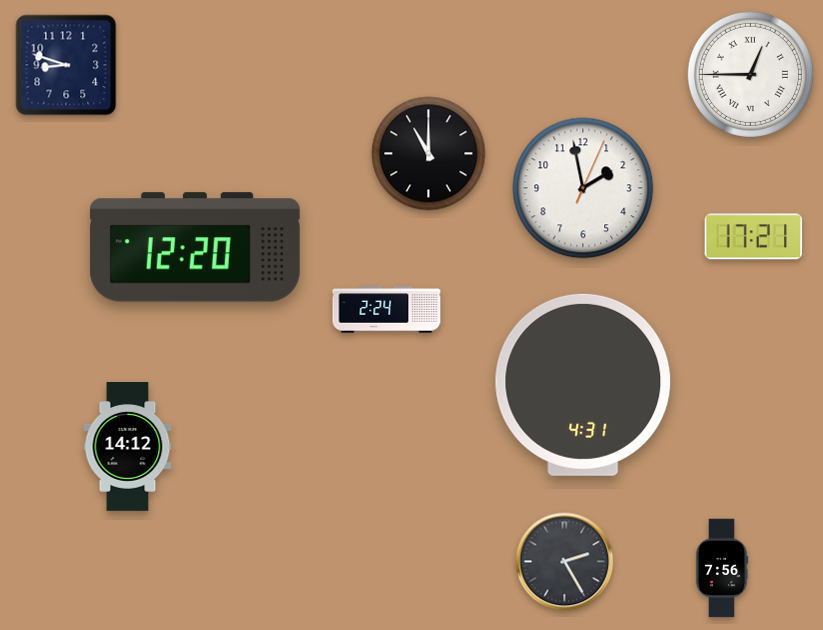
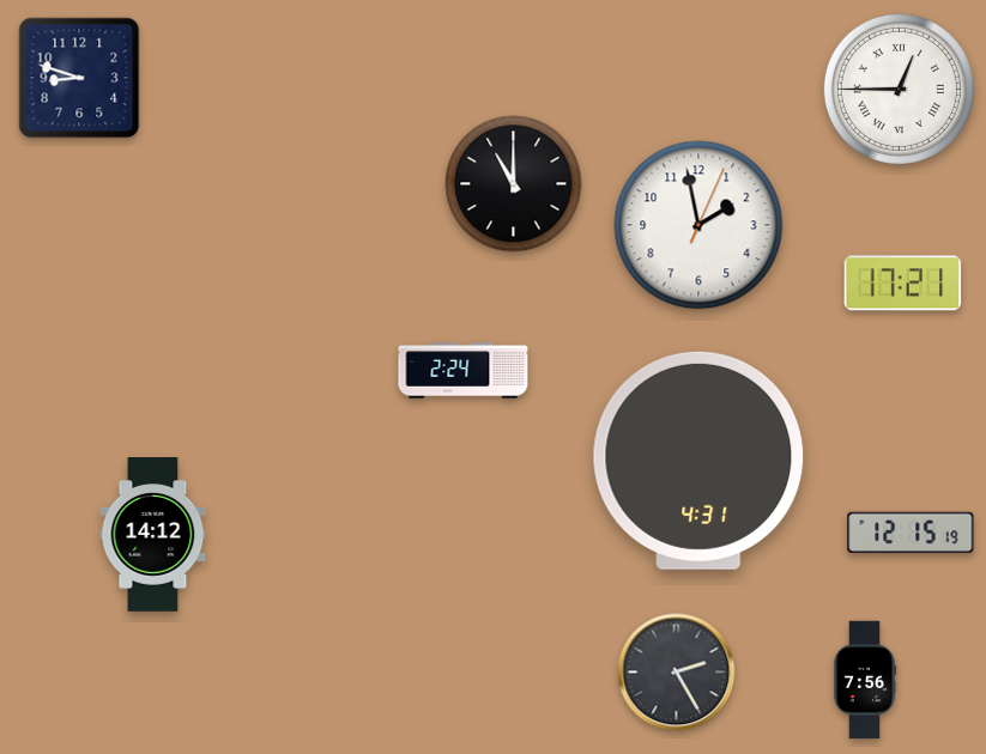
clock at (195, 247): 12:20 -> none
clock at (911, 531): none -> 12:15
